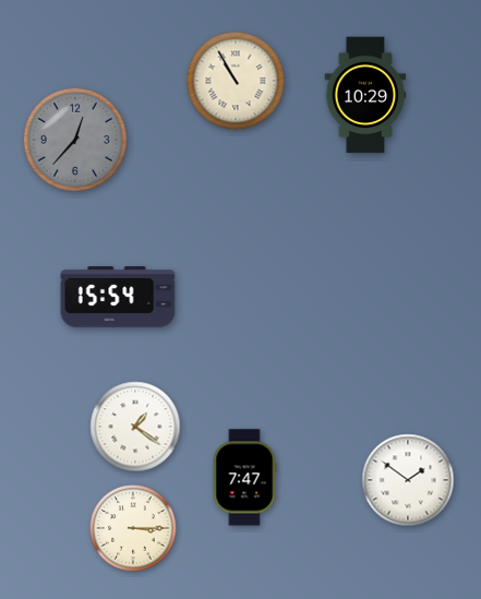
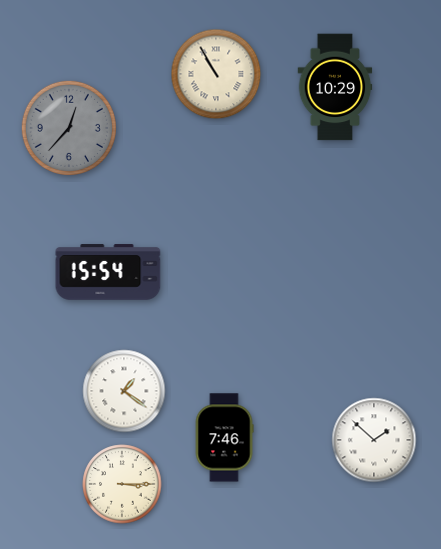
clock at (244, 478): 7:47 -> 7:46
clock at (408, 480): 1:51 -> 1:52
